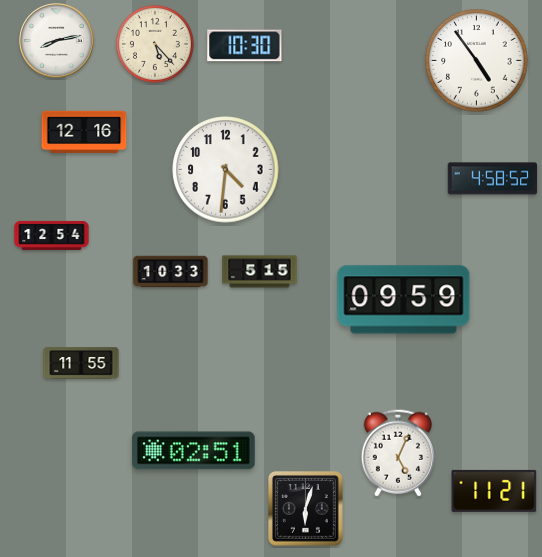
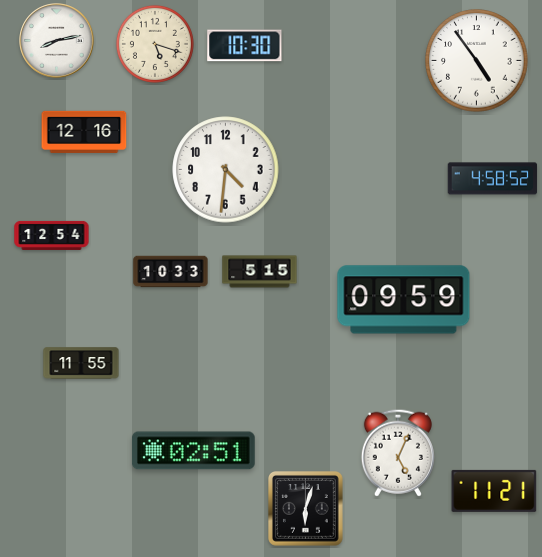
clock at (155, 44): 5:23 -> 5:18
